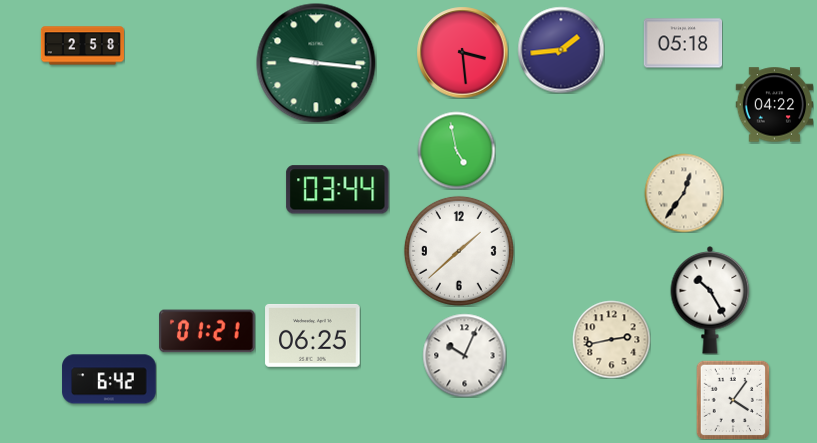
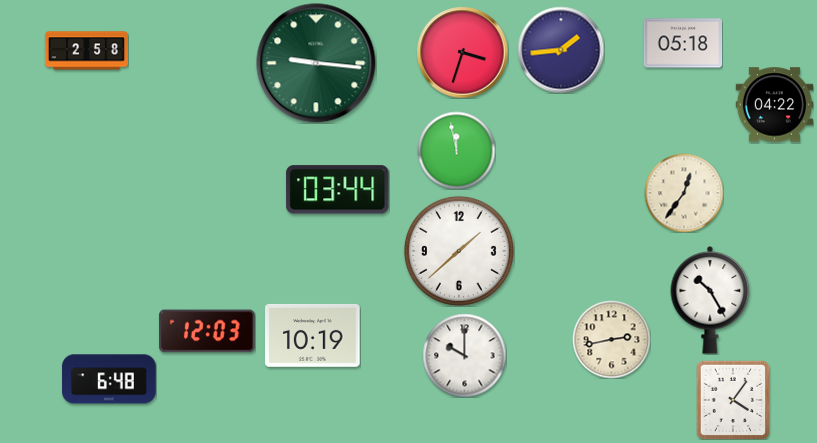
clock at (82, 46) position: (82, 46) -> (86, 51)
clock at (462, 52): 3:29 -> 3:33
clock at (456, 150): 4:58 -> 11:58
clock at (207, 331): 01:21 -> 12:03
clock at (313, 335): 06:25 -> 10:19
clock at (464, 355): 10:04 -> 10:00
clock at (109, 379): 6:42 -> 6:48
